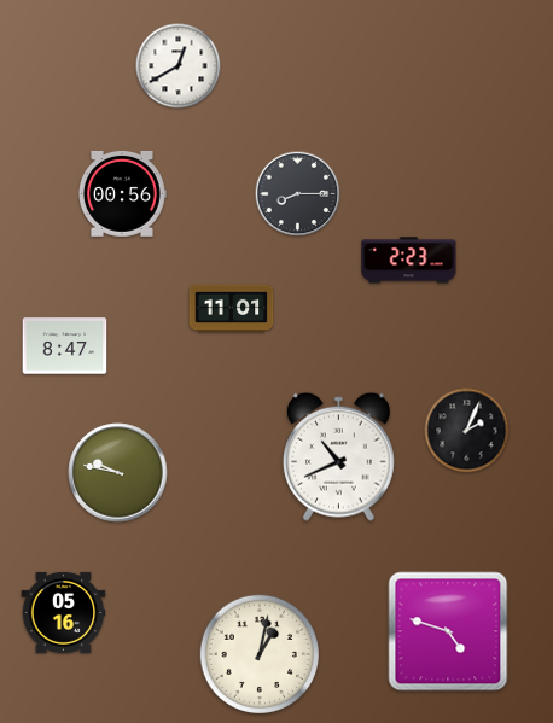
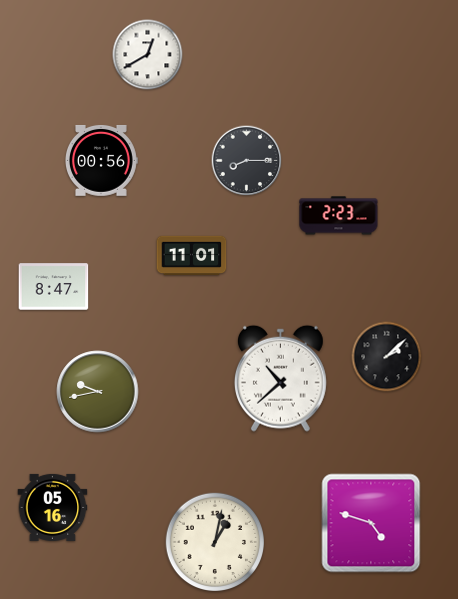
clock at (467, 431): 2:04 -> 2:08
clock at (338, 456): 10:41 -> 10:38
clock at (118, 473): 9:47 -> 9:43
